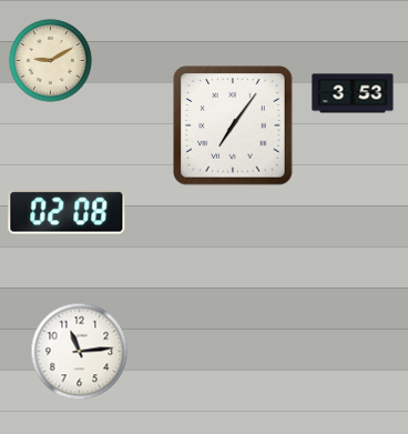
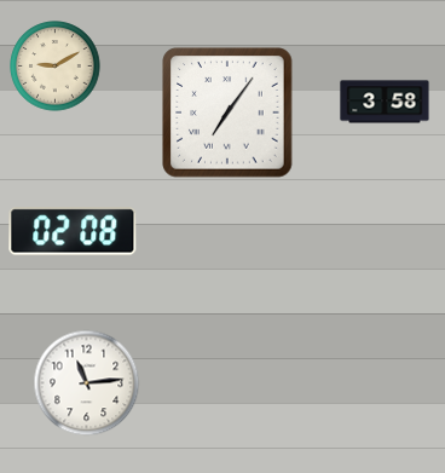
clock at (353, 93): 3:53 -> 3:58
clock at (233, 125) position: (233, 125) -> (227, 113)
